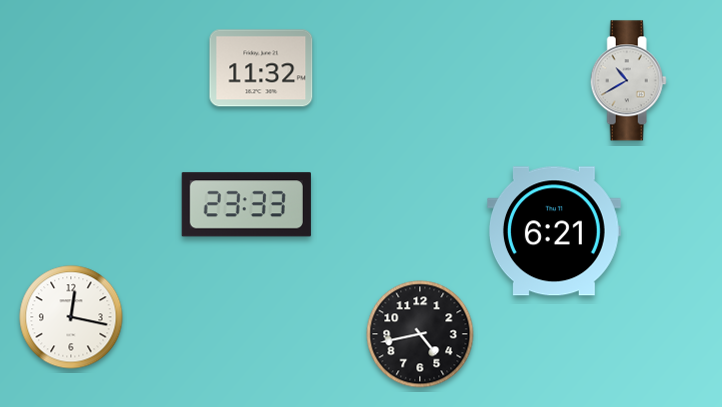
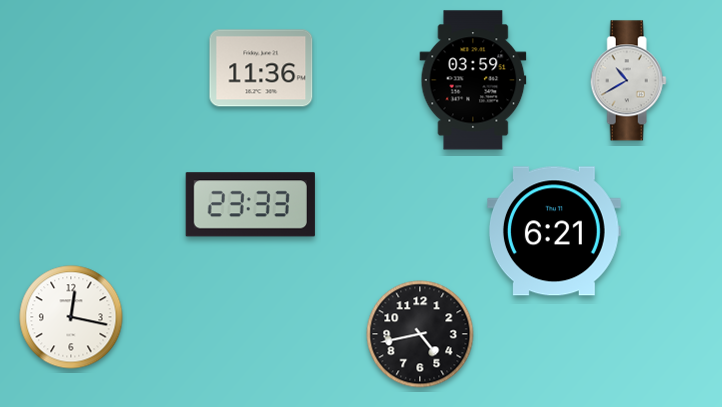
clock at (261, 68): 11:32 -> 11:36
clock at (473, 80): none -> 03:59
clock at (246, 205) position: (246, 205) -> (250, 205)
